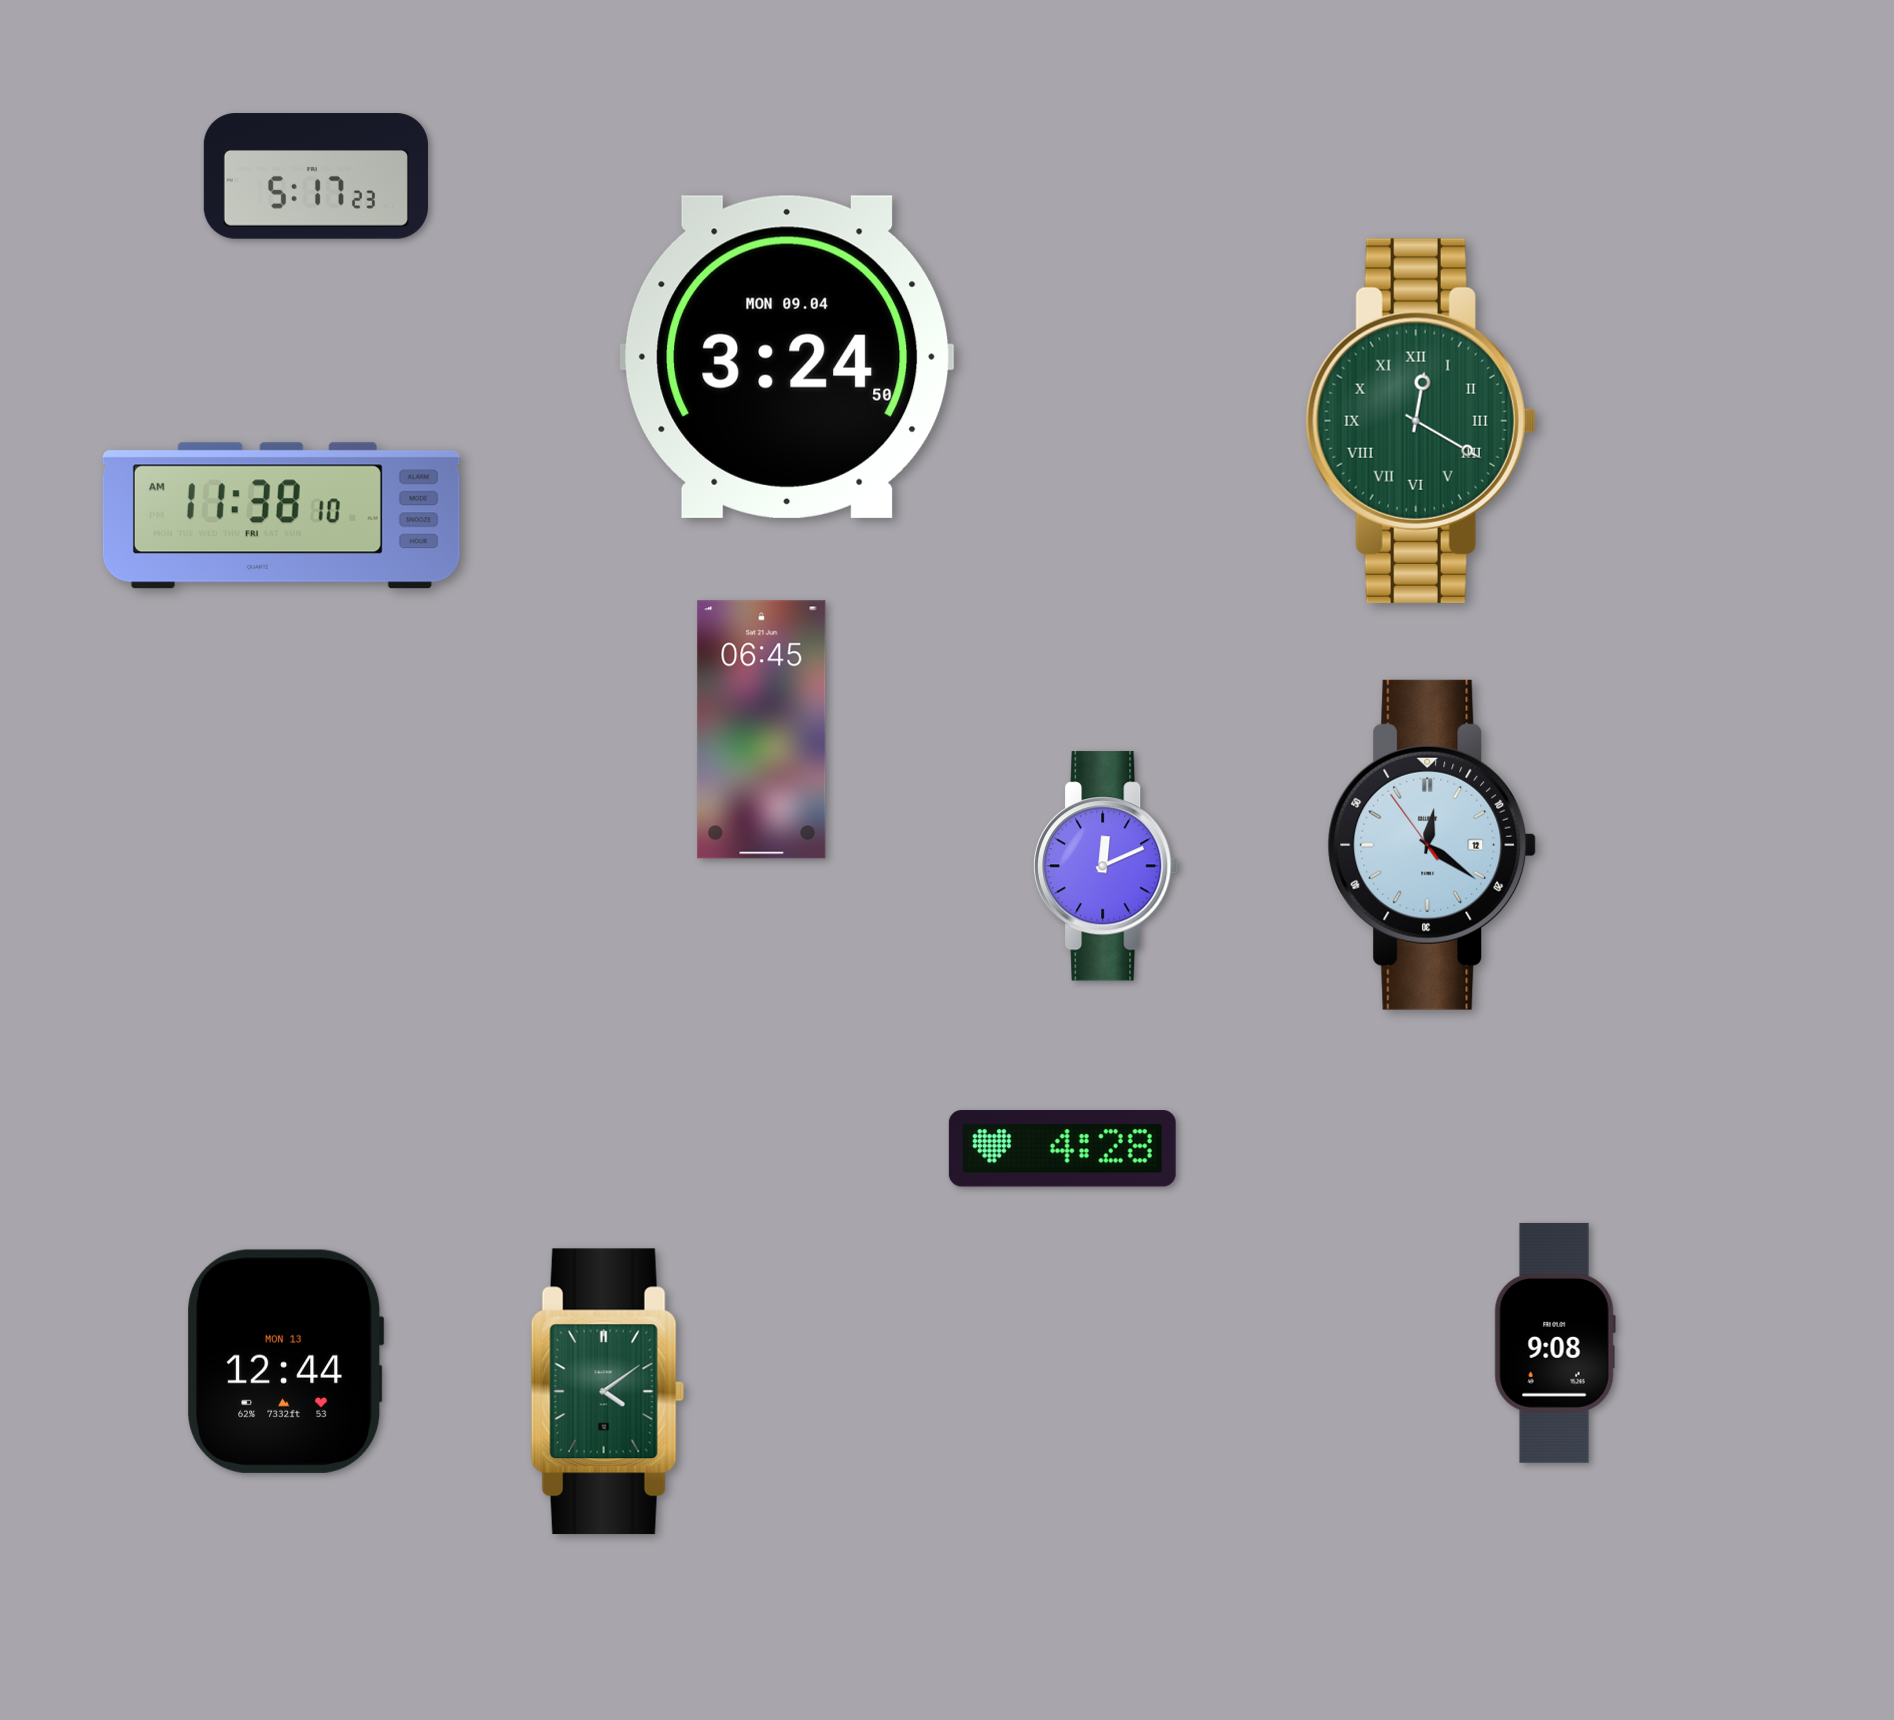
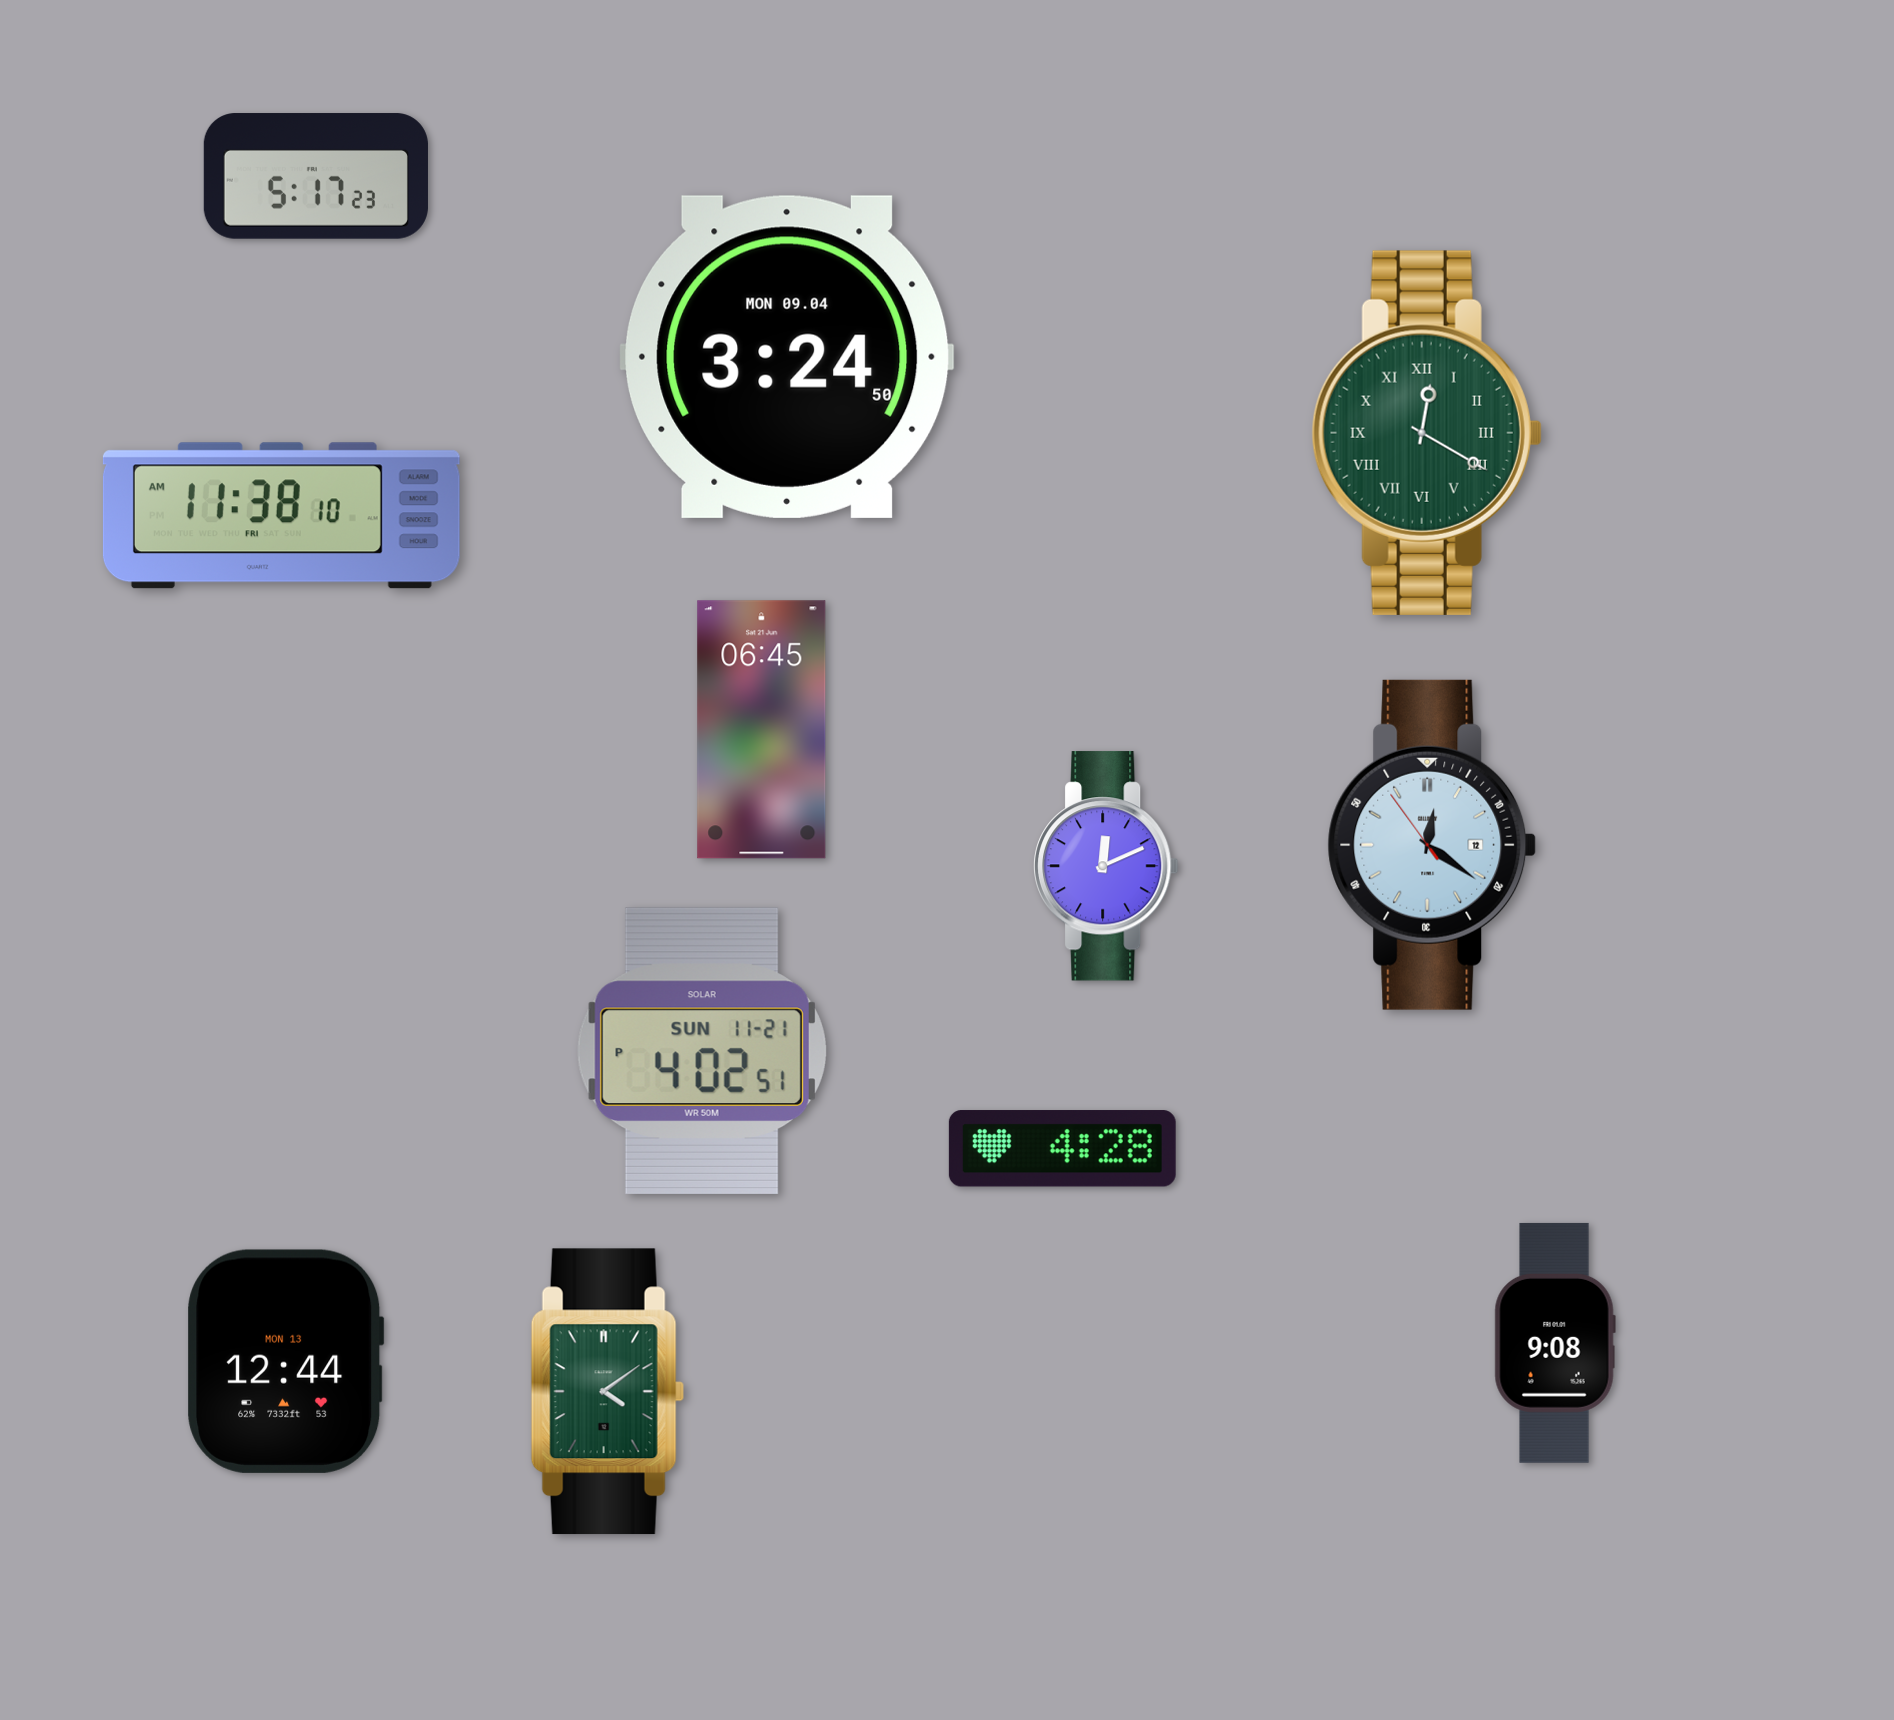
clock at (1421, 421) position: (1421, 421) -> (1427, 433)
clock at (702, 1051): none -> 4:02
